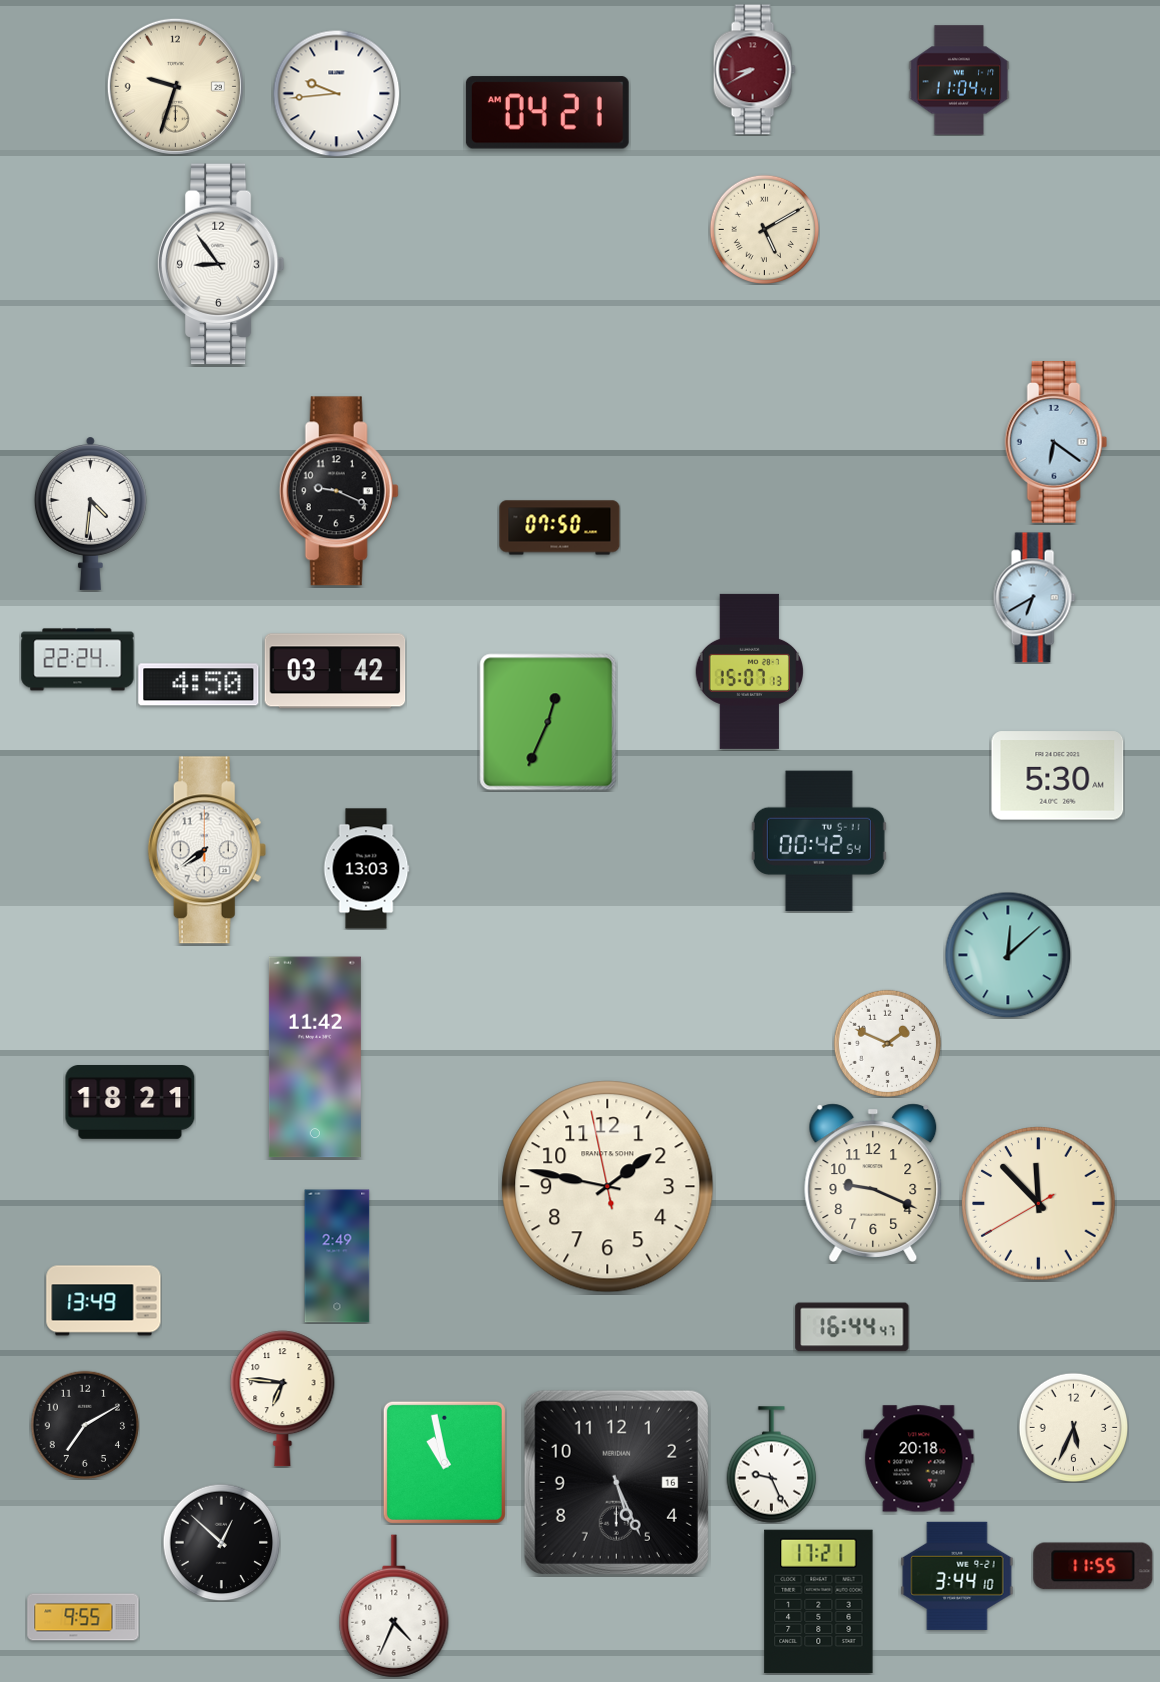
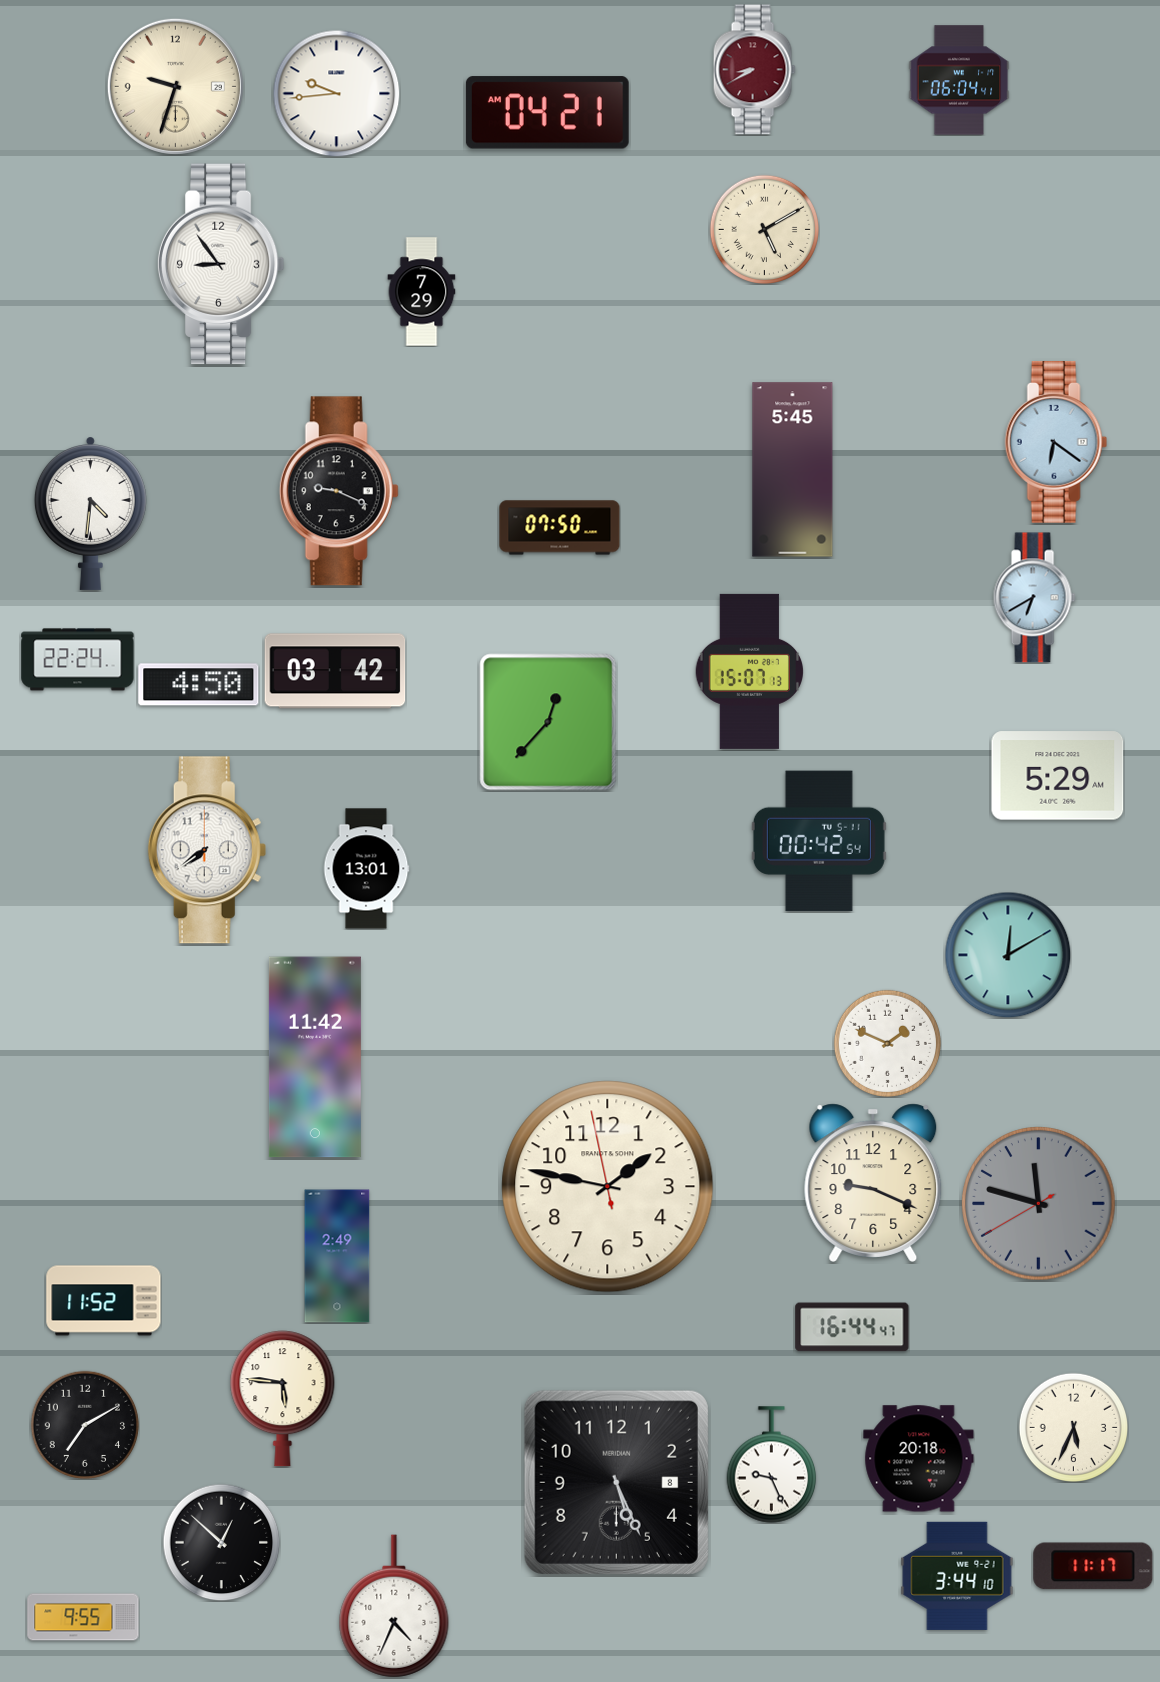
clock at (959, 80): 11:04 -> 06:04
clock at (422, 292): none -> 7:29
clock at (793, 470): none -> 5:45
clock at (548, 722): 12:34 -> 12:37
clock at (1058, 776): 5:30 -> 5:29
clock at (366, 869): 13:03 -> 13:01
clock at (1008, 955): 12:08 -> 12:10
clock at (130, 1103): 18:21 -> none
clock at (1039, 1204): 11:52 -> 11:47
clock at (1039, 1204) dial: cream -> grey
clock at (104, 1301): 13:49 -> 11:52
clock at (283, 1399): 6:46 -> 5:46
clock at (444, 1462): 10:58 -> none
clock at (616, 1482) date: 16 -> 8
clock at (1093, 1566): 11:55 -> 11:17
clock at (819, 1602): 17:21 -> none
